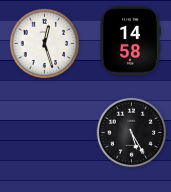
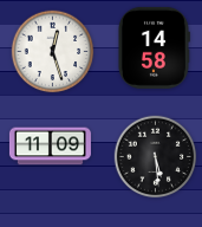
clock at (50, 147): none -> 11:09
clock at (132, 133): 5:25 -> 5:29
